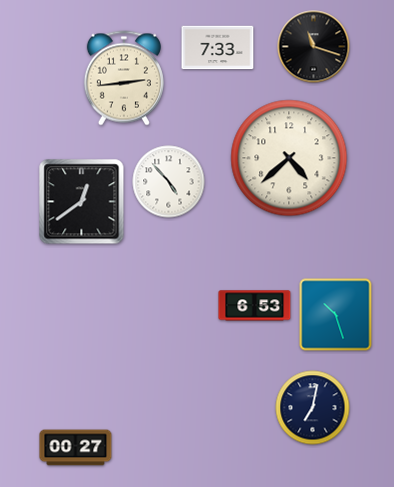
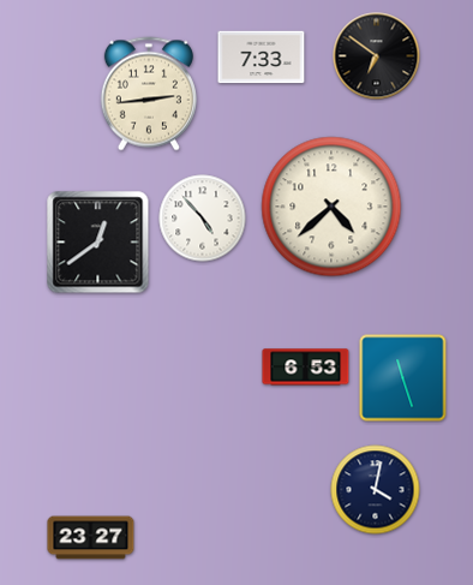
clock at (314, 47): 11:18 -> 6:51
clock at (289, 158) position: (289, 158) -> (331, 207)
clock at (336, 315): 10:27 -> 11:27
clock at (313, 408): 7:02 -> 4:02
clock at (76, 448): 00:27 -> 23:27
